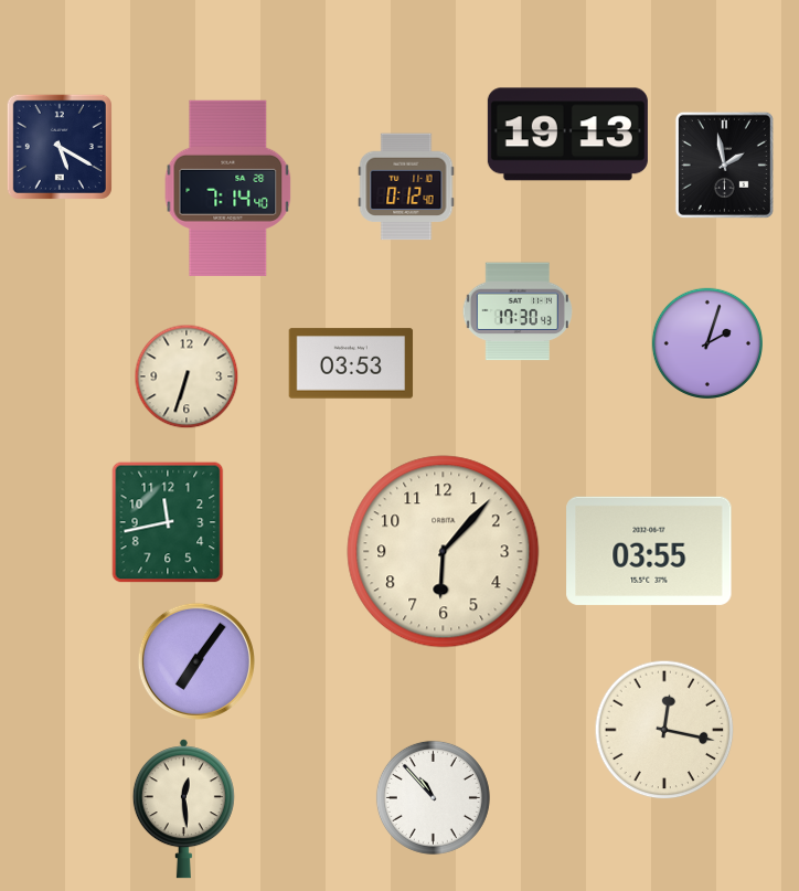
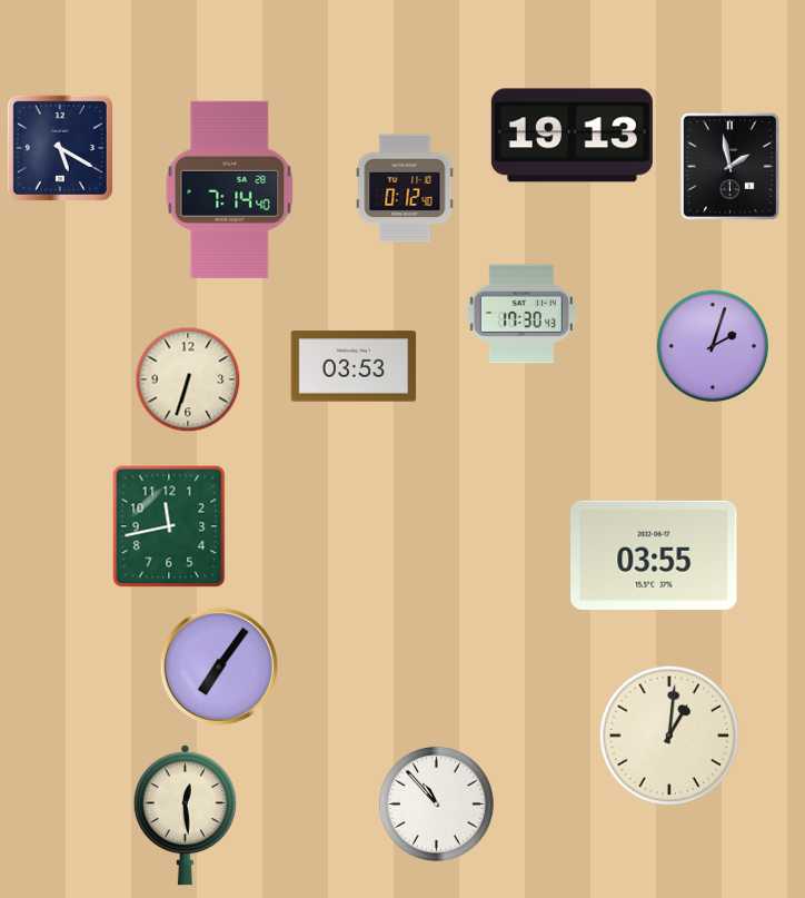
clock at (406, 187) position: (406, 187) -> (405, 188)
clock at (444, 552): 6:07 -> none
clock at (196, 661) position: (196, 661) -> (219, 667)
clock at (664, 730): 12:17 -> 1:01
